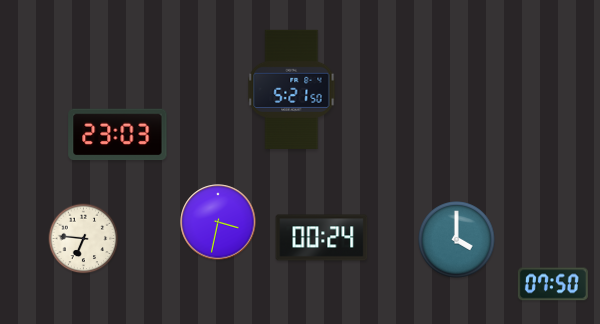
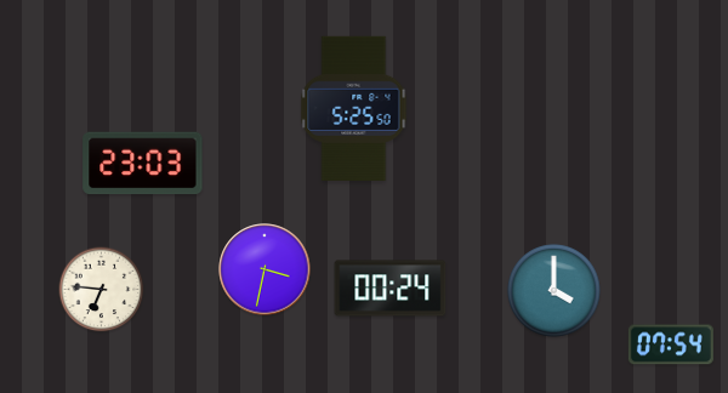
clock at (292, 89): 5:21 -> 5:25
clock at (553, 284): 07:50 -> 07:54
